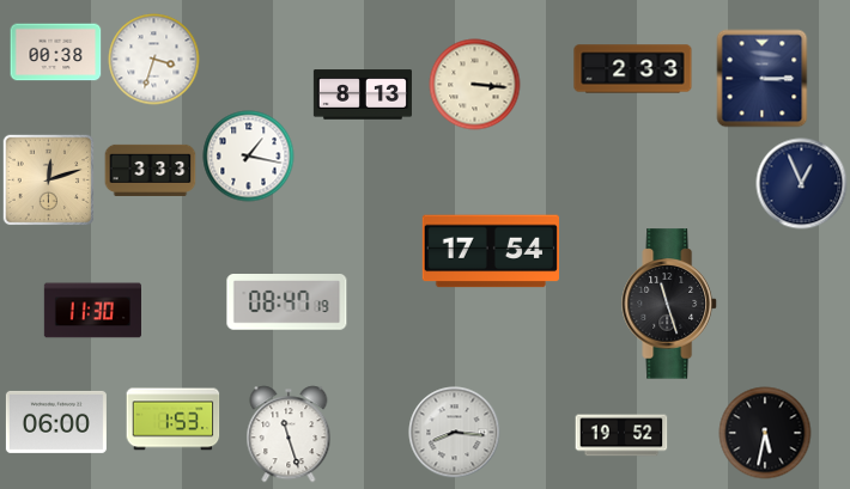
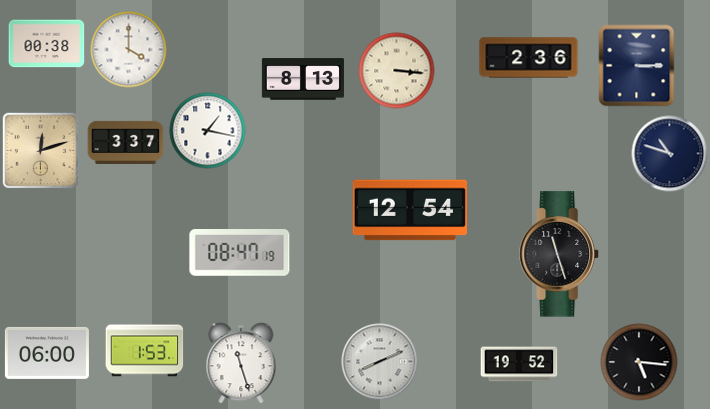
clock at (154, 60): 3:33 -> 4:00
clock at (633, 69): 2:33 -> 2:36
clock at (151, 170): 3:33 -> 3:37
clock at (802, 184): 12:56 -> 10:48
clock at (490, 251): 17:54 -> 12:54
clock at (92, 311): 11:30 -> none
clock at (455, 433): 8:16 -> 8:11
clock at (765, 433): 5:32 -> 5:16
